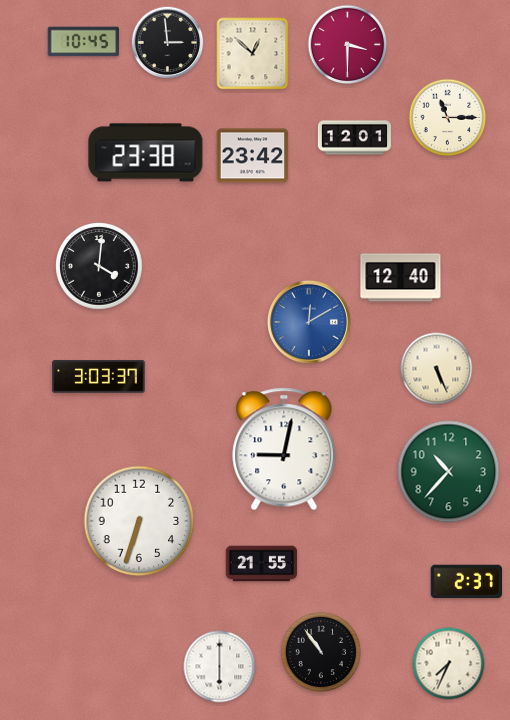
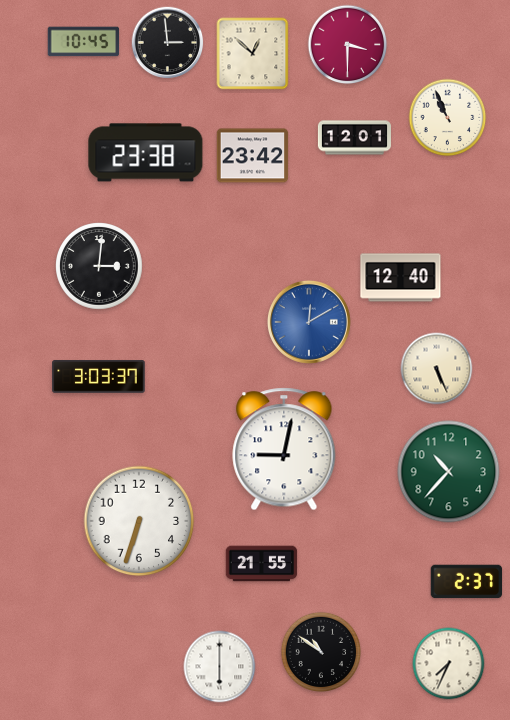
clock at (448, 118): 11:15 -> 10:56
clock at (100, 267): 4:01 -> 3:01
clock at (321, 652): 10:54 -> 10:51
